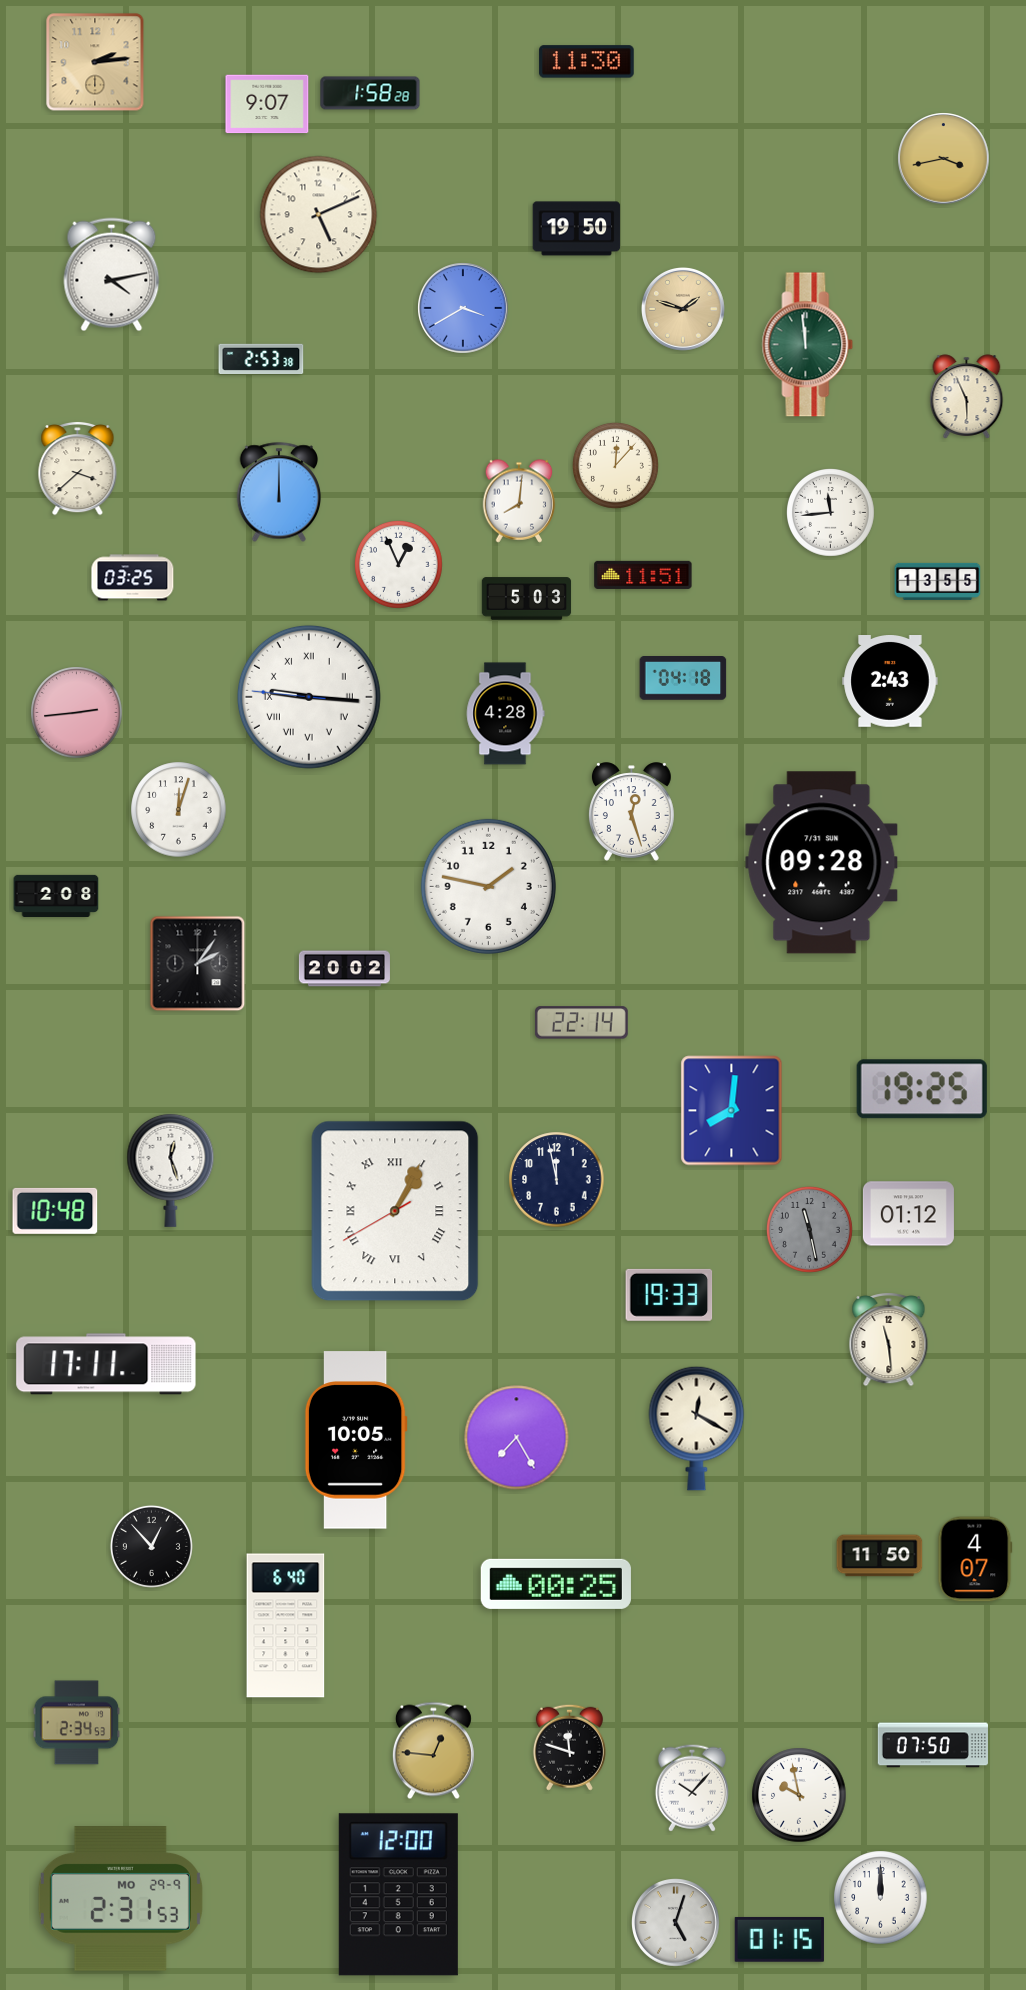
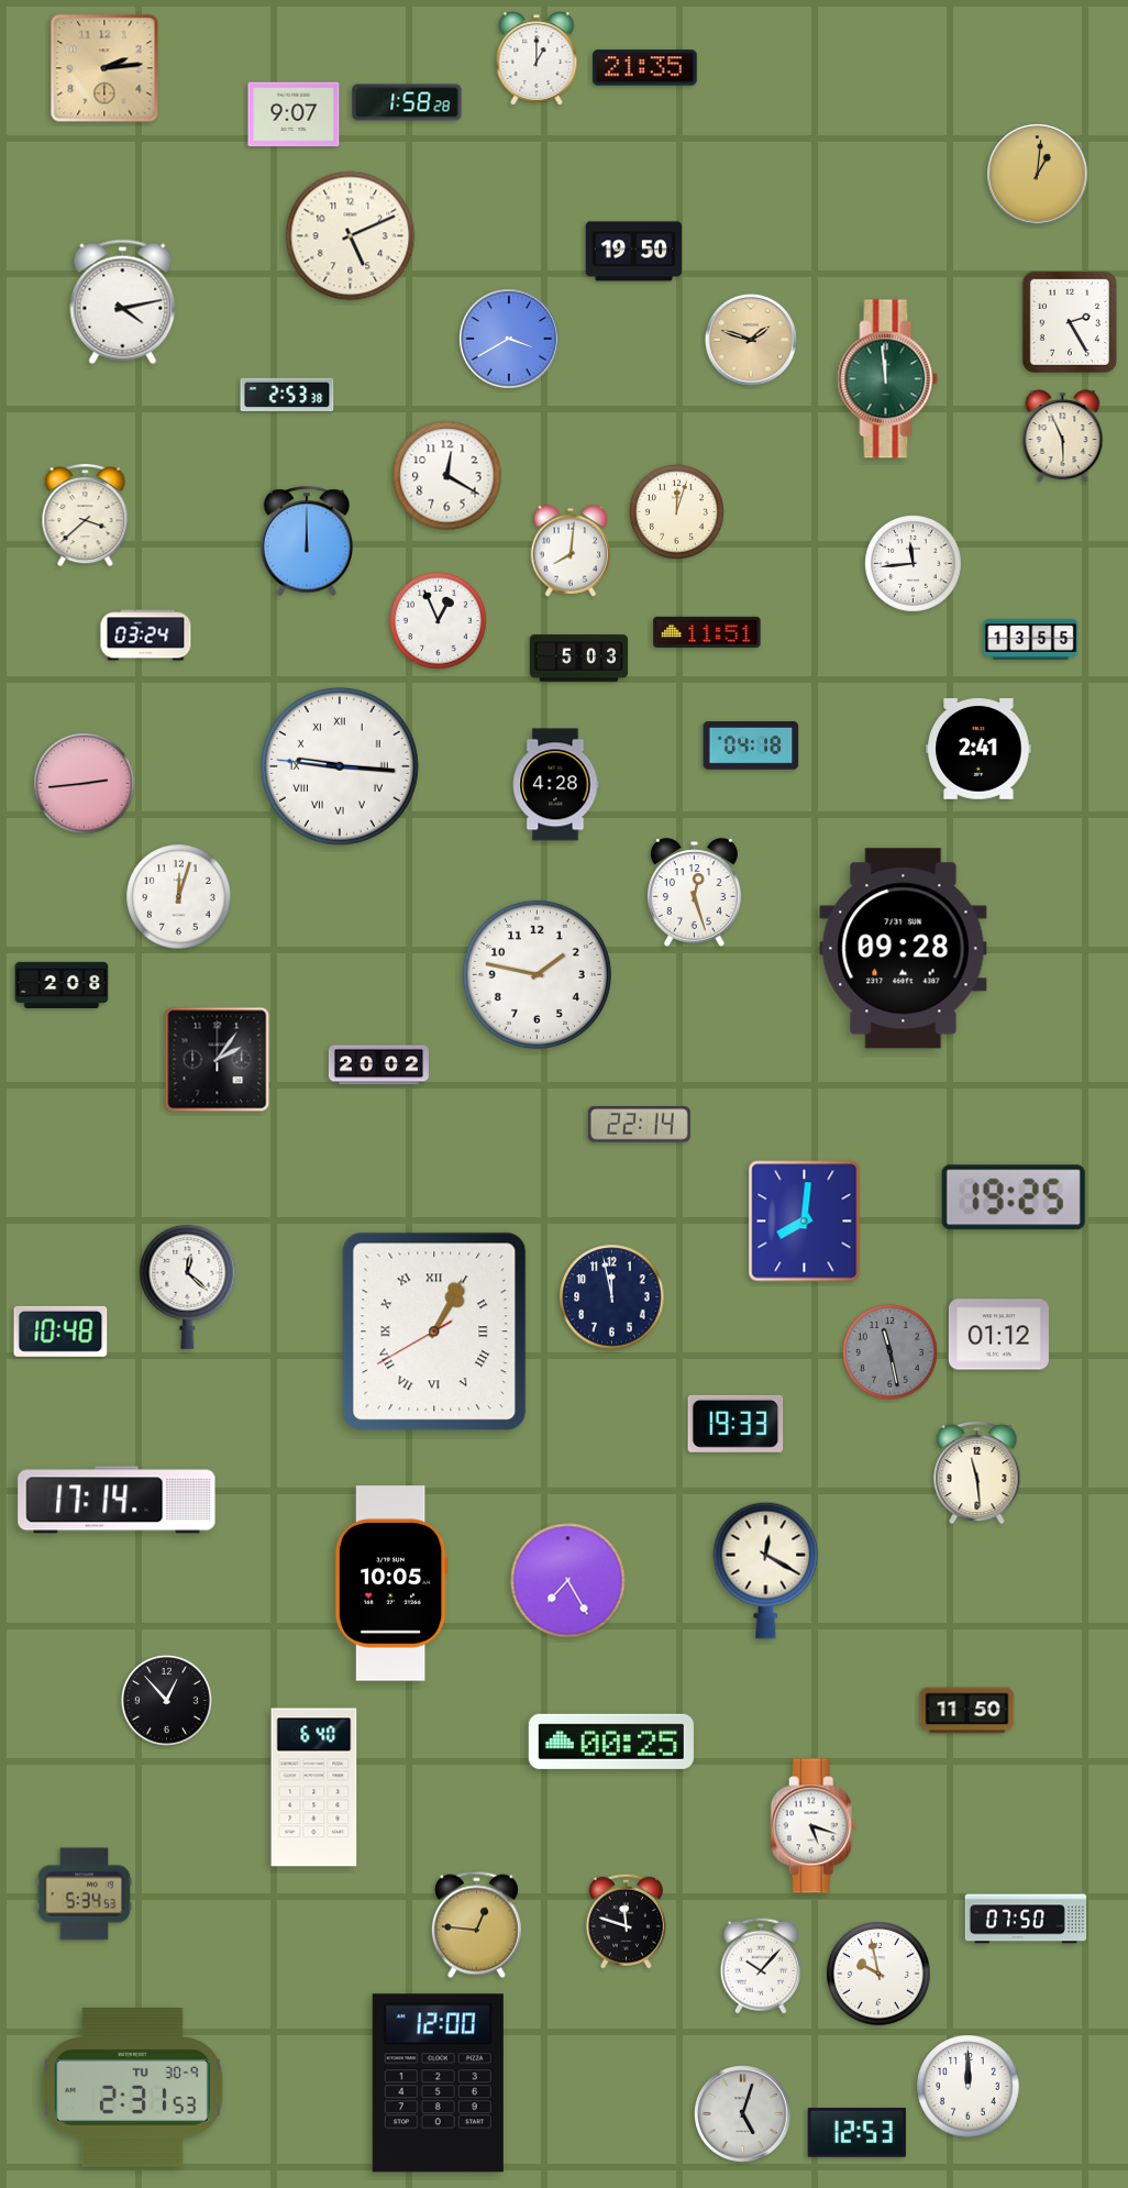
clock at (537, 58): none -> 1:00
clock at (587, 62): 11:30 -> 21:35
clock at (944, 159): 3:43 -> 1:01
clock at (1070, 322): none -> 2:25
clock at (447, 476): none -> 12:20
clock at (615, 465): 12:07 -> 12:03
clock at (133, 578): 03:25 -> 03:24
clock at (890, 682): 2:43 -> 2:41
clock at (179, 810) position: (179, 810) -> (179, 897)
clock at (171, 1170): 12:27 -> 12:22
clock at (106, 1364): 17:11 -> 17:14
clock at (975, 1559): 4:07 -> none
clock at (814, 1826): none -> 5:18
clock at (77, 1723): 2:34 -> 5:34
clock at (120, 1899) date: MO 29-9 -> TU 30-9
clock at (779, 1939): 01:15 -> 12:53
